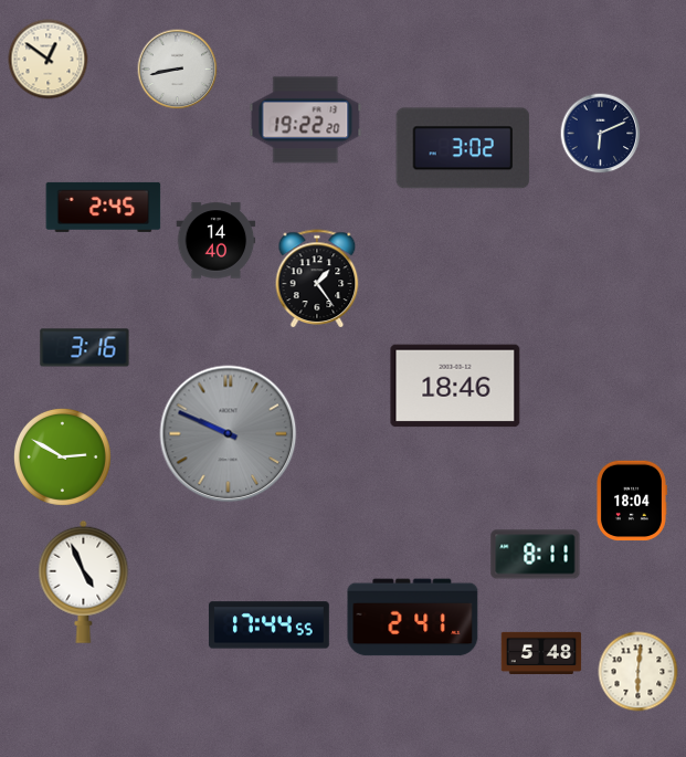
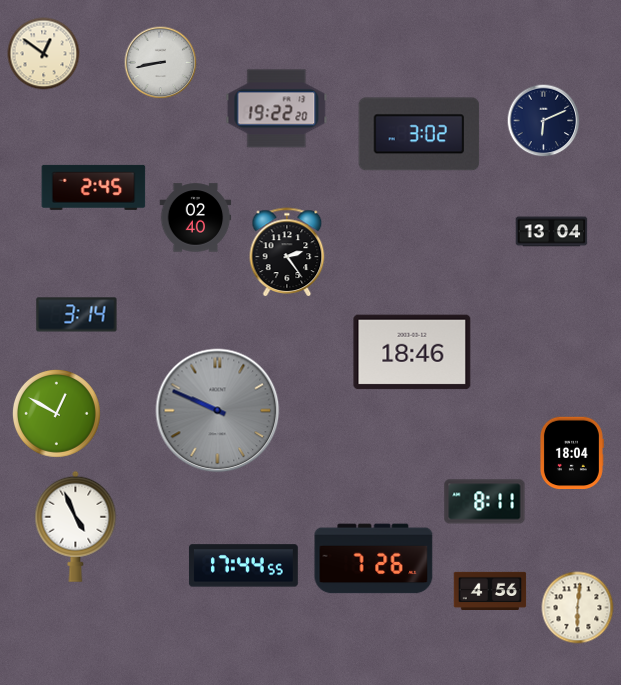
clock at (217, 241): 14:40 -> 02:40
clock at (552, 232): none -> 13:04
clock at (317, 278): 1:24 -> 2:24
clock at (85, 348): 3:16 -> 3:14
clock at (455, 386) position: (455, 386) -> (412, 352)
clock at (229, 434) position: (229, 434) -> (218, 411)
clock at (62, 456): 2:50 -> 12:50
clock at (413, 618): 2:41 -> 7:26
clock at (541, 652): 5:48 -> 4:56
